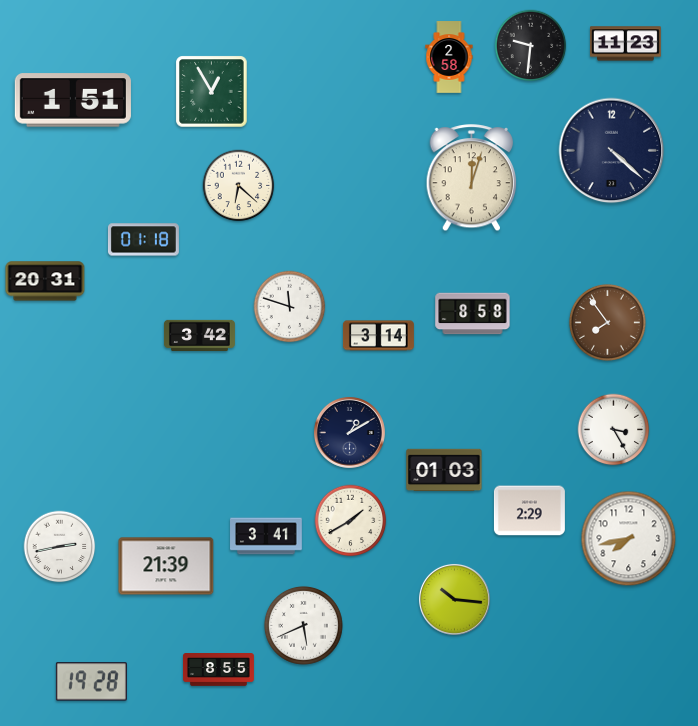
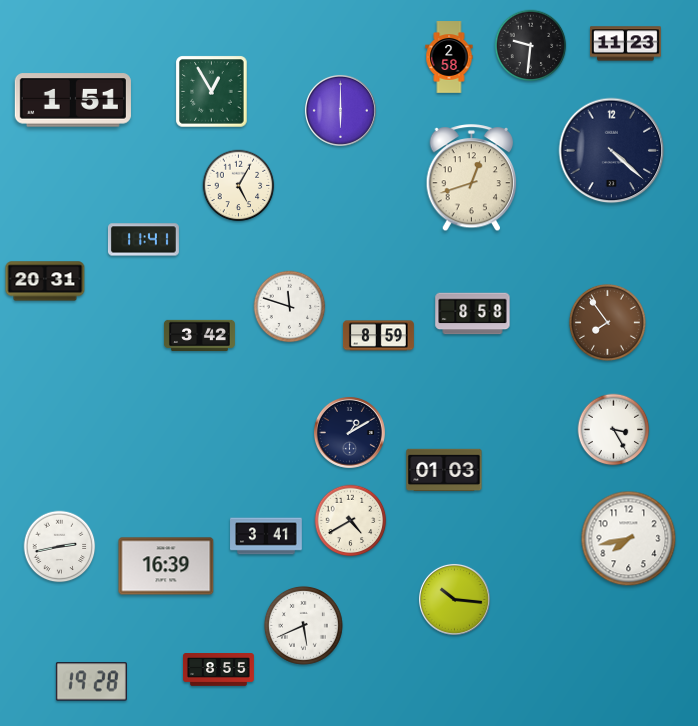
clock at (340, 110): none -> 6:00
clock at (472, 178): 12:03 -> 12:42
clock at (239, 186): 6:22 -> 5:05
clock at (143, 240): 01:18 -> 11:41
clock at (378, 336): 3:14 -> 8:59
clock at (529, 511): 2:29 -> none
clock at (351, 521): 1:40 -> 4:40
clock at (166, 566): 21:39 -> 16:39
